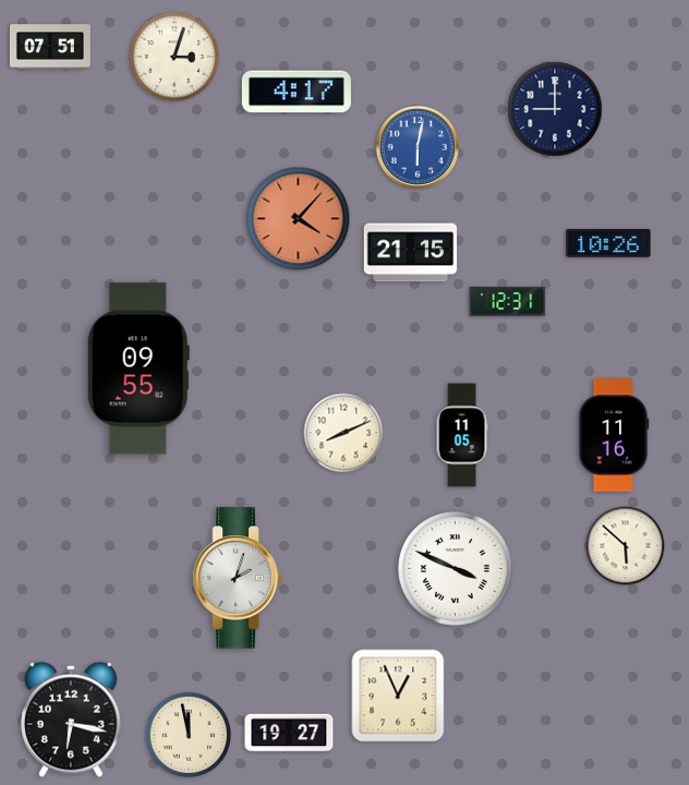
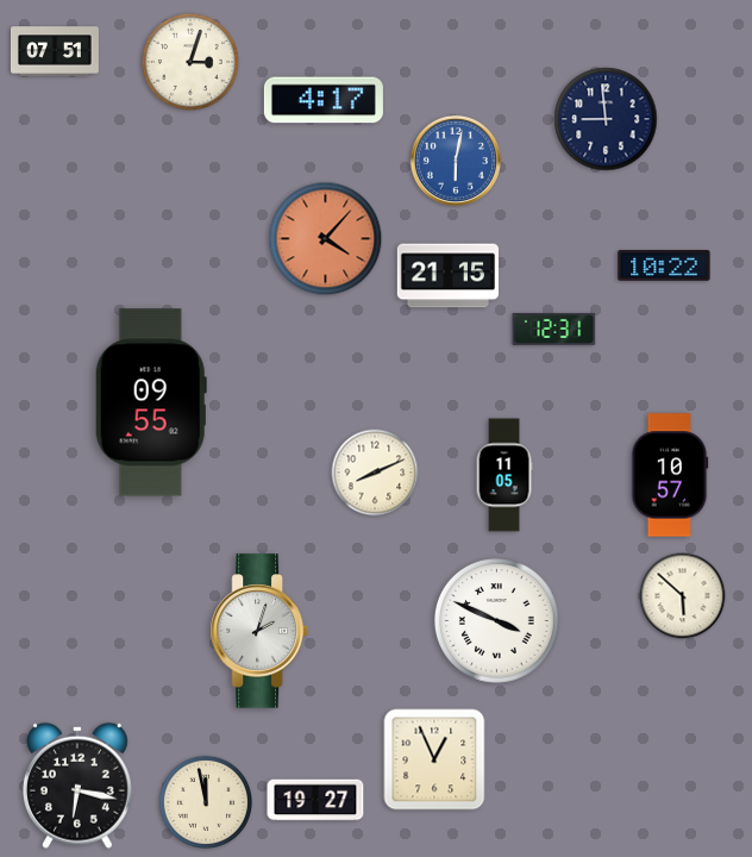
clock at (555, 109): 9:00 -> 8:59
clock at (608, 243): 10:26 -> 10:22
clock at (614, 435): 11:16 -> 10:57
